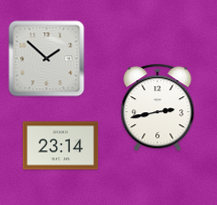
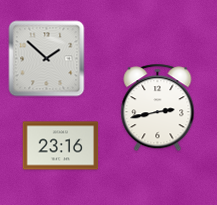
clock at (61, 146): 23:14 -> 23:16
